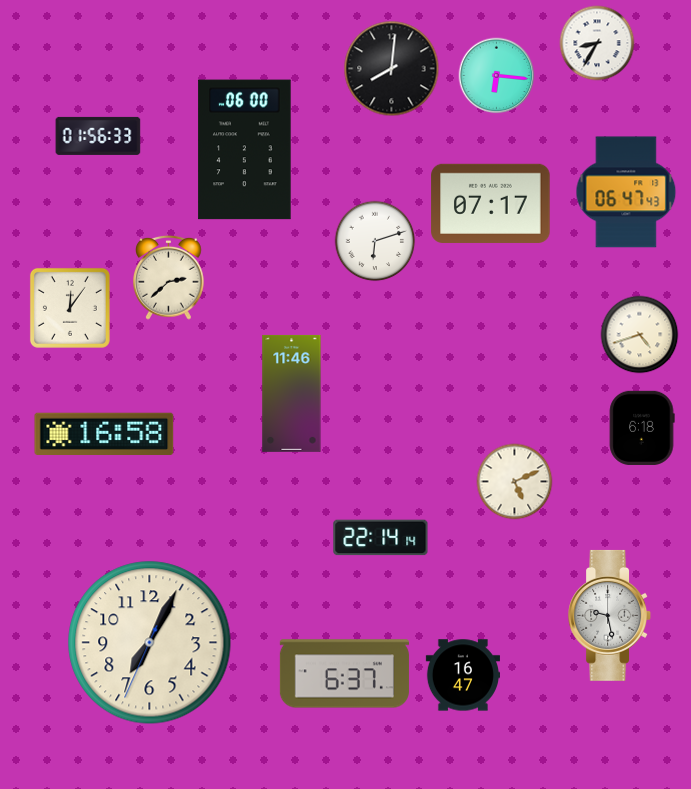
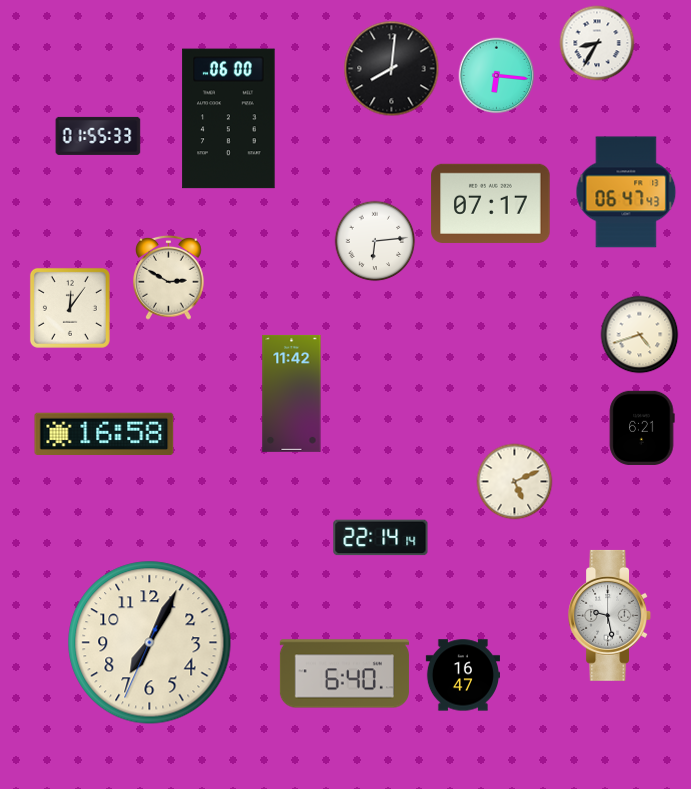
clock at (98, 136): 01:56 -> 01:55
clock at (245, 150) position: (245, 150) -> (229, 119)
clock at (375, 241): 6:12 -> 6:14
clock at (169, 277): 2:38 -> 2:50
clock at (292, 393): 11:46 -> 11:42
clock at (642, 428): 6:18 -> 6:21
clock at (344, 674): 6:37 -> 6:40
